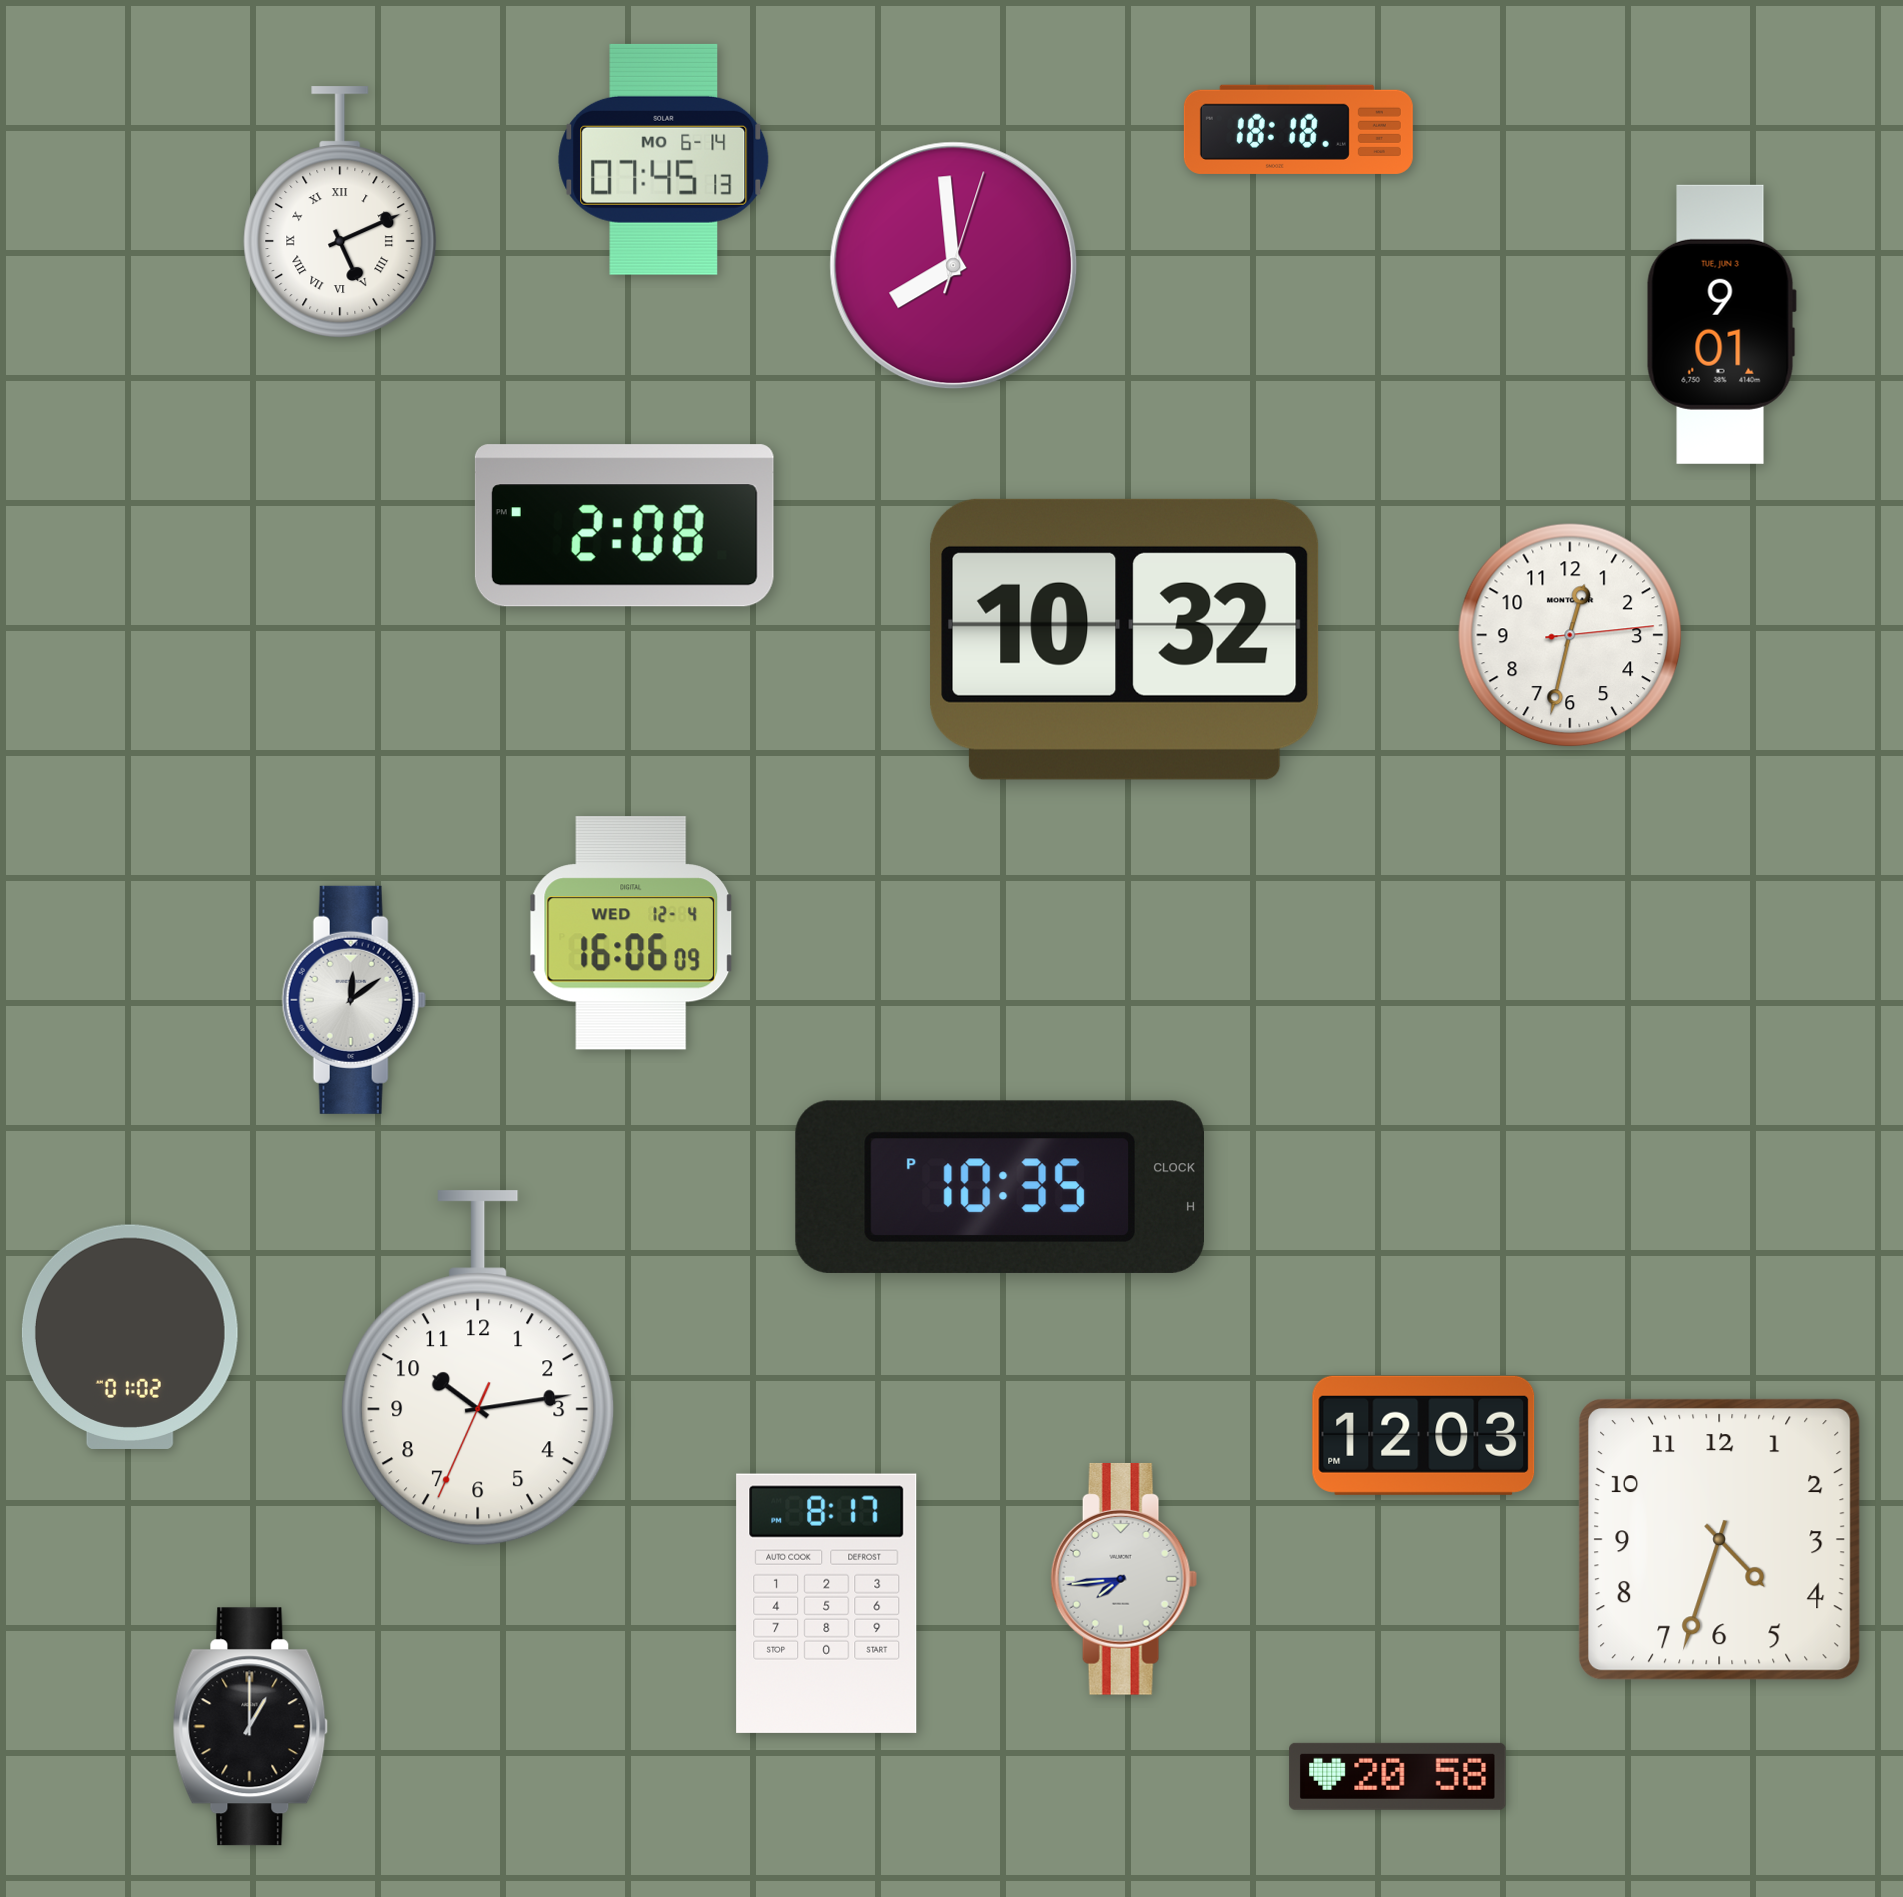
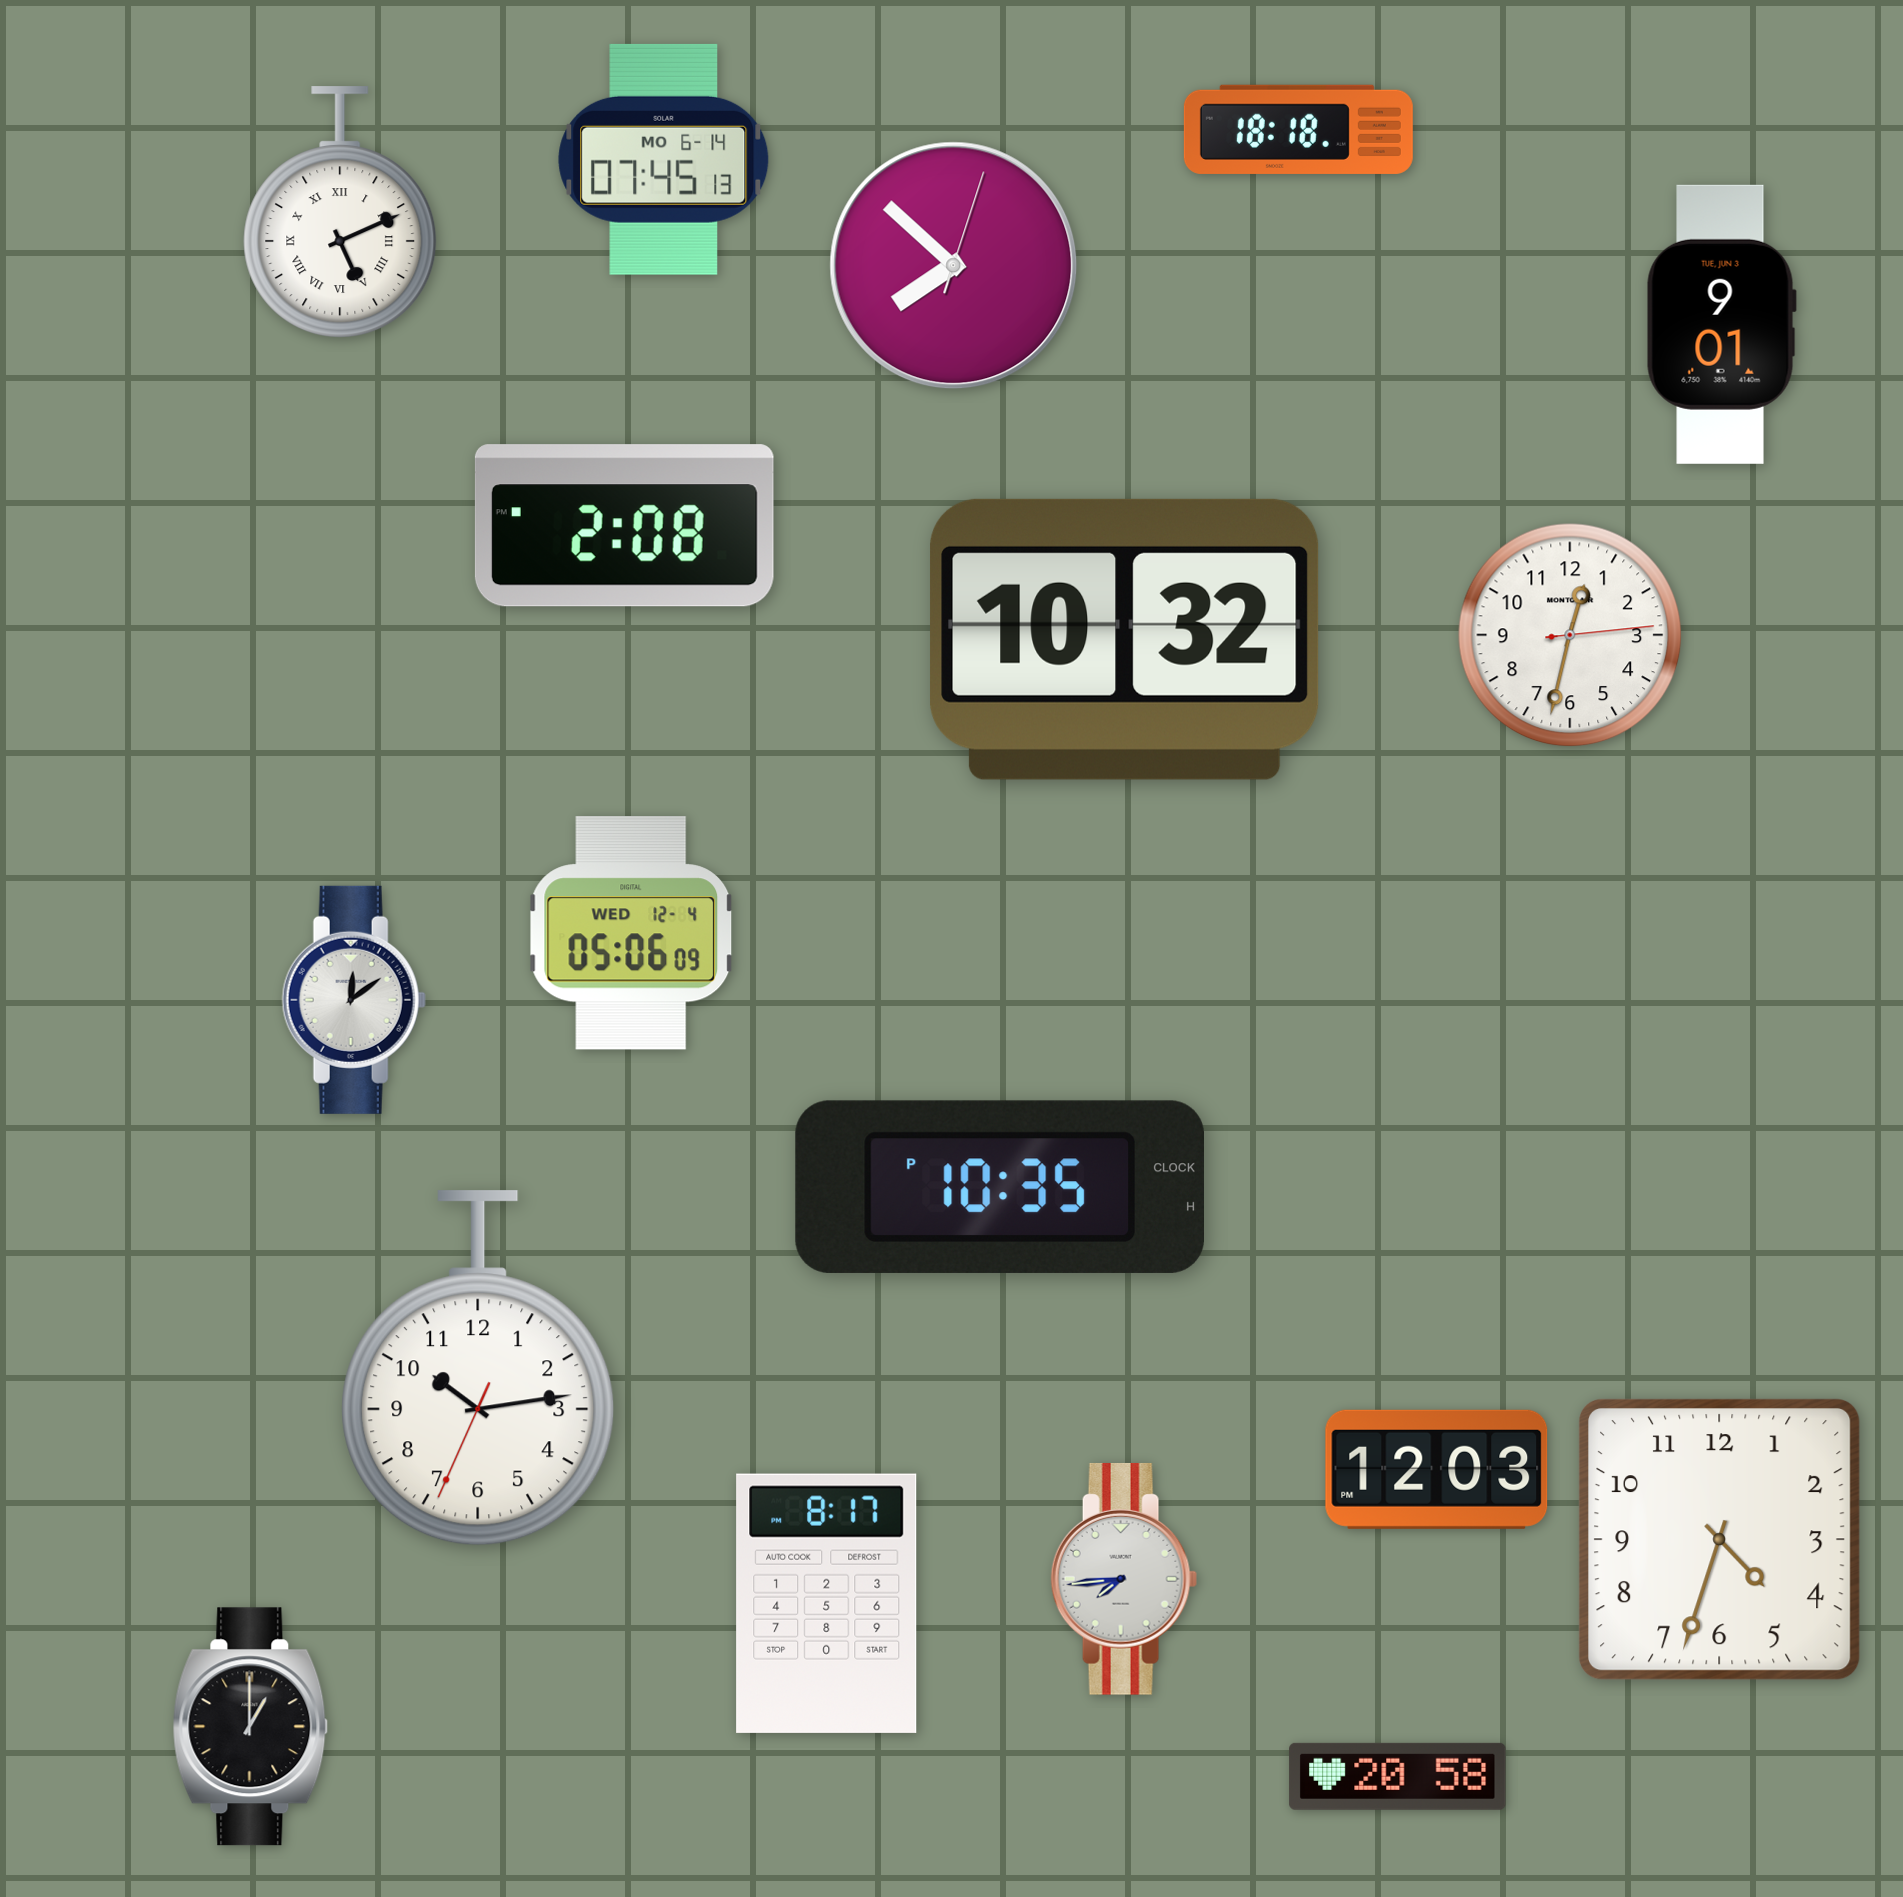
clock at (954, 266): 7:59 -> 7:52
clock at (631, 933): 16:06 -> 05:06
clock at (130, 1337): 01:02 -> none
clock at (1424, 1435) position: (1424, 1435) -> (1437, 1469)
